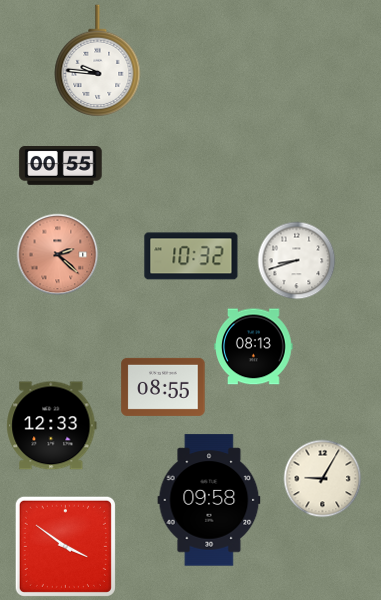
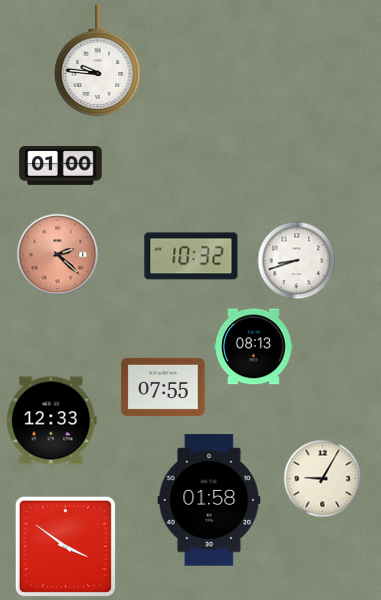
clock at (61, 166): 00:55 -> 01:00
clock at (163, 387): 08:55 -> 07:55
clock at (52, 426) position: (52, 426) -> (52, 421)
clock at (209, 500): 09:58 -> 01:58
